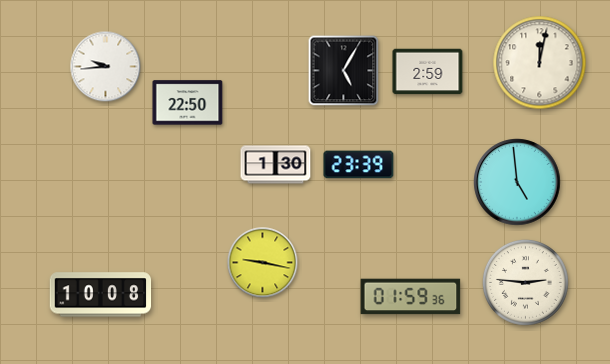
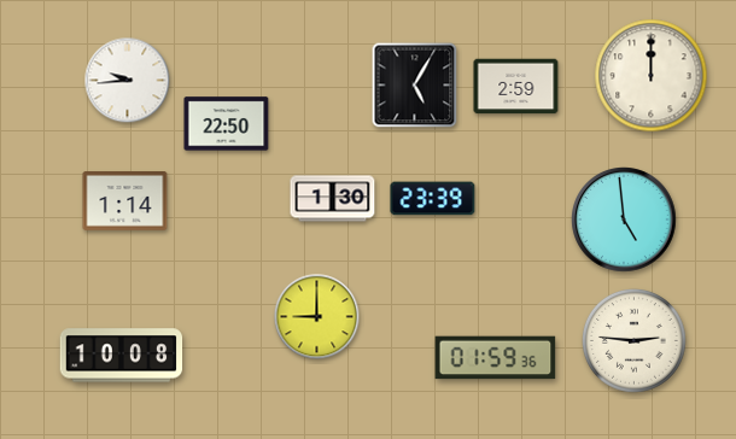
clock at (540, 63): 12:02 -> 12:00
clock at (125, 201): none -> 1:14
clock at (263, 263): 9:17 -> 9:00
